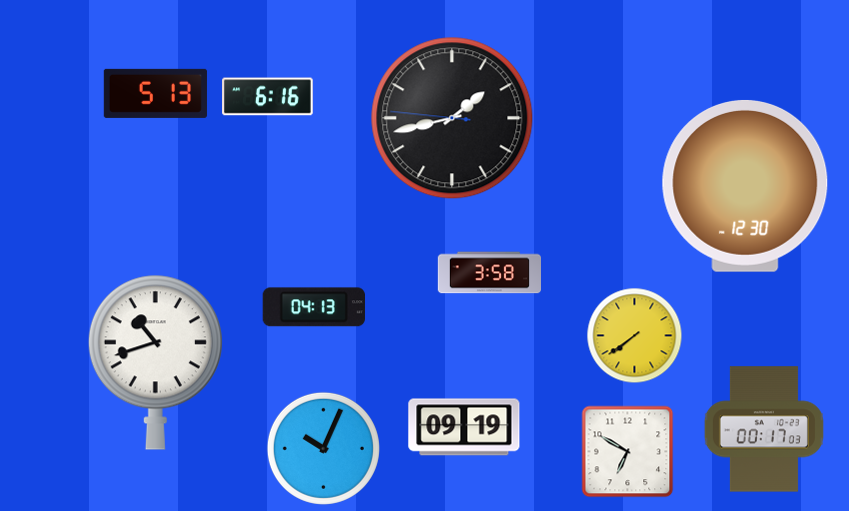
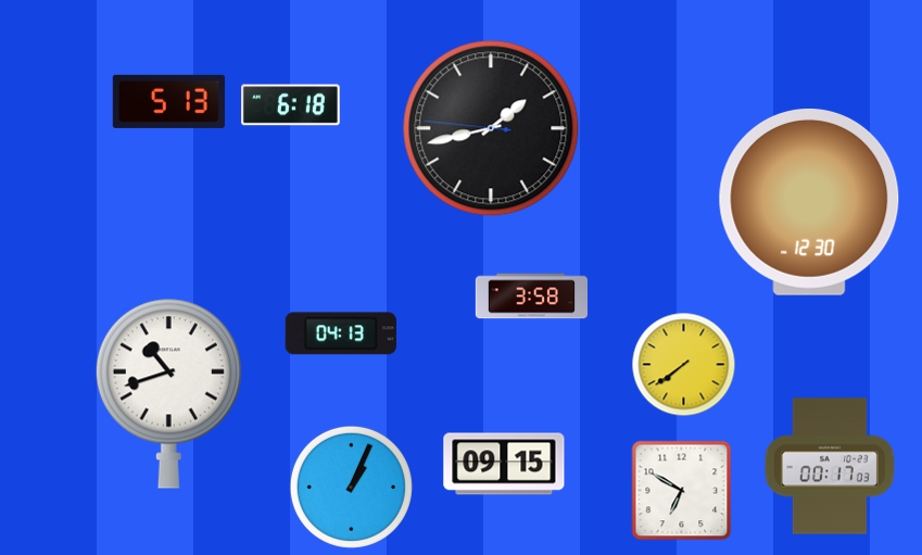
clock at (268, 97): 6:16 -> 6:18
clock at (635, 336) position: (635, 336) -> (684, 365)
clock at (464, 427): 09:19 -> 09:15
clock at (323, 448): 10:04 -> 1:04
